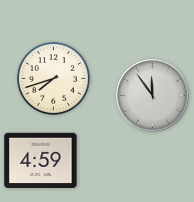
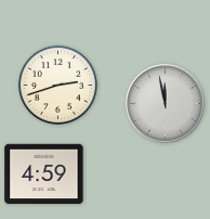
clock at (53, 78): 7:42 -> 2:42
clock at (153, 96): 11:54 -> 11:58
